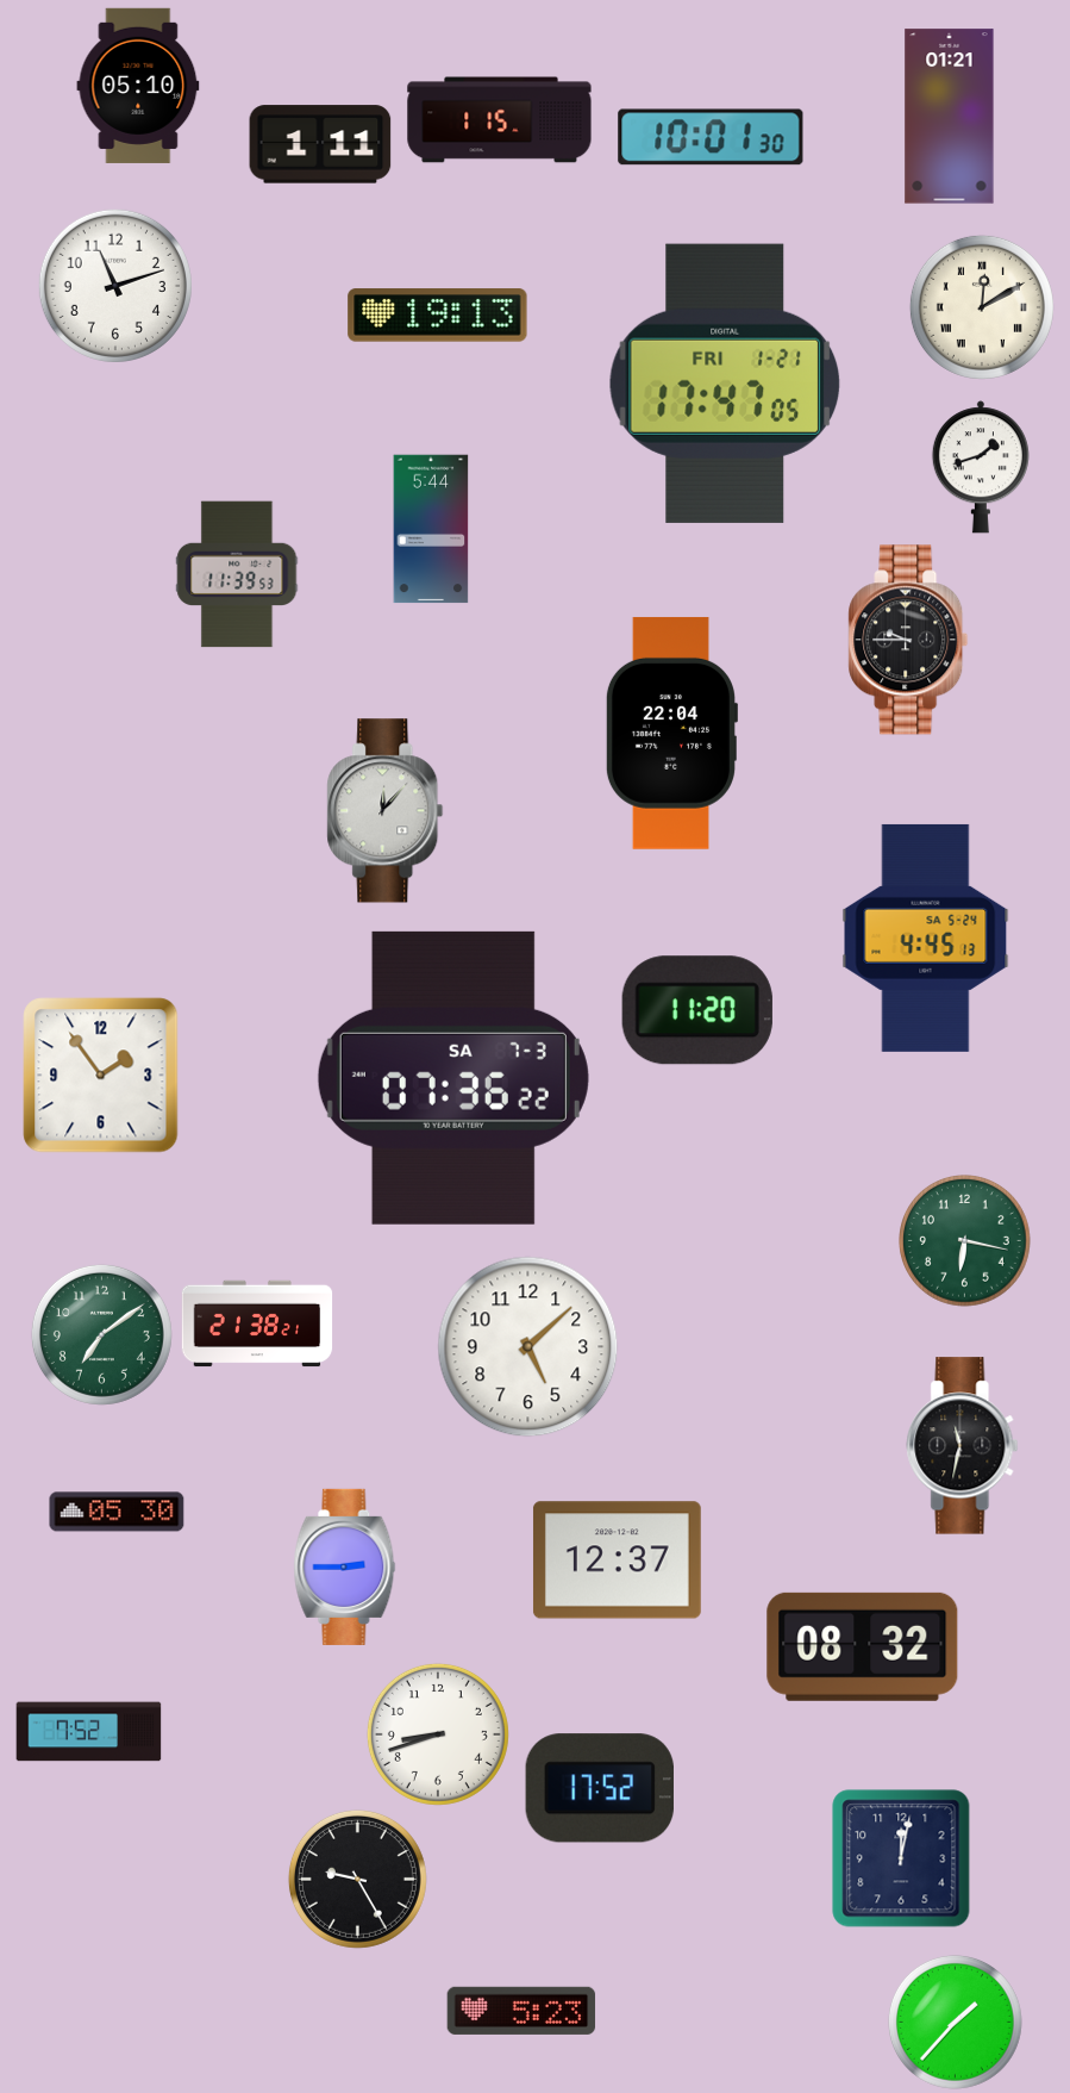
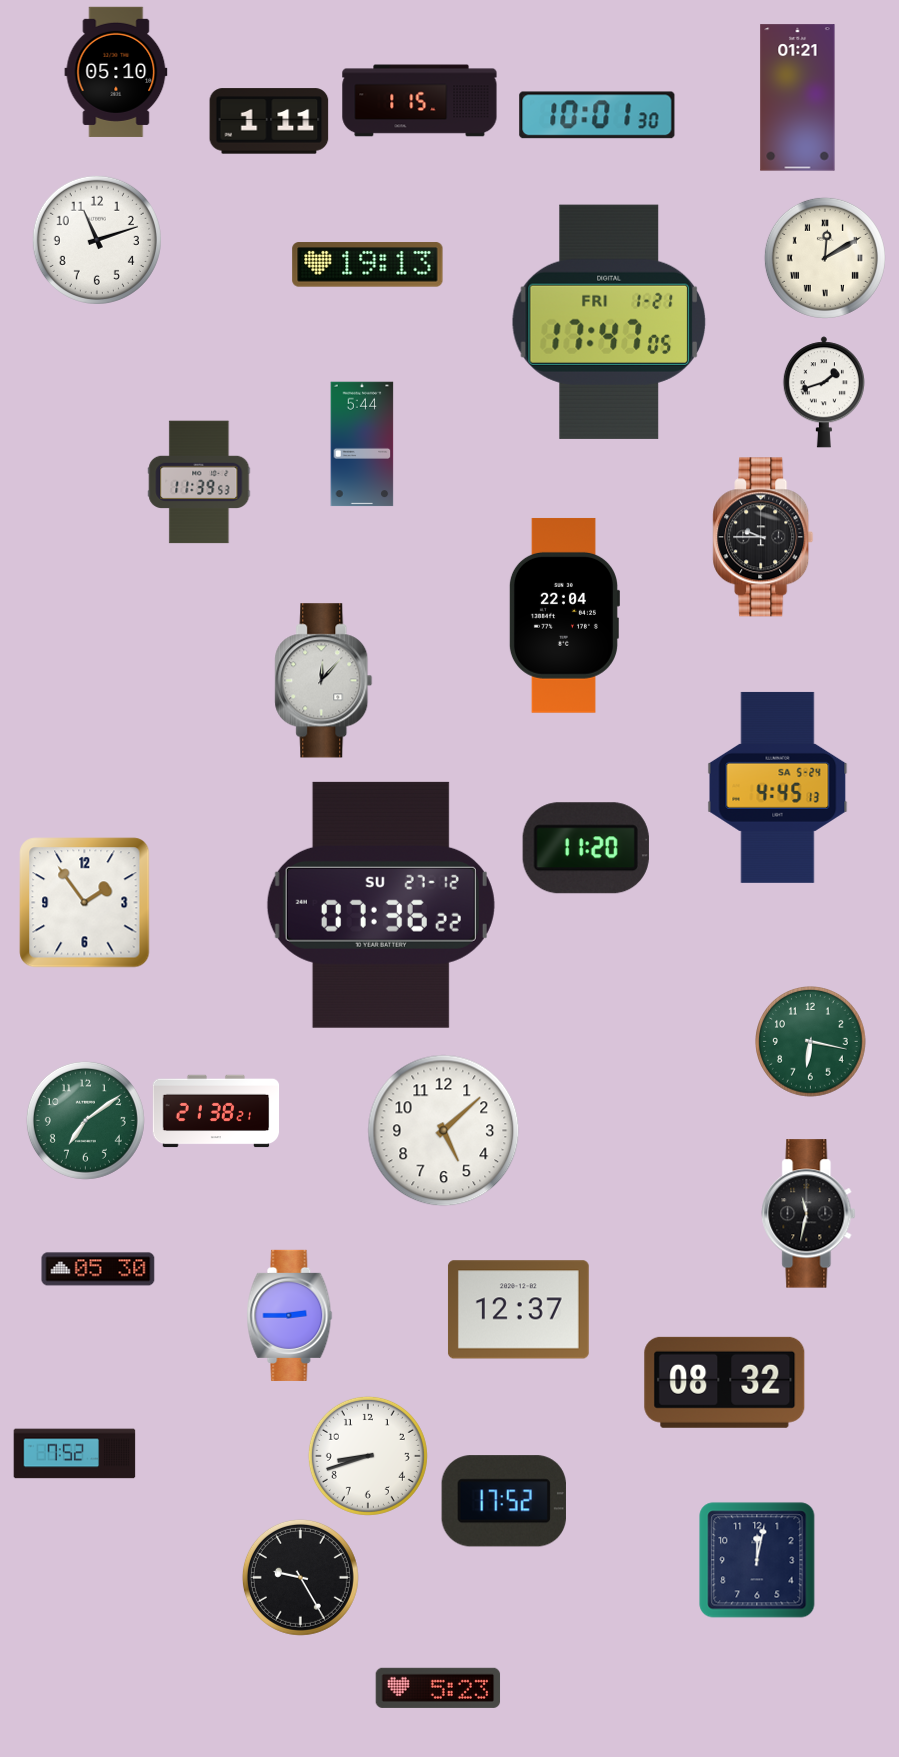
clock at (453, 1078) date: SA 7-3 -> SU 27-12
clock at (956, 2023): 1:37 -> none
